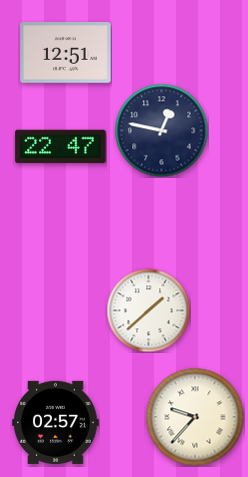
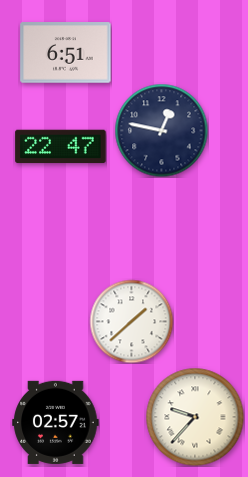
clock at (66, 53): 12:51 -> 6:51
clock at (148, 310) position: (148, 310) -> (131, 321)
